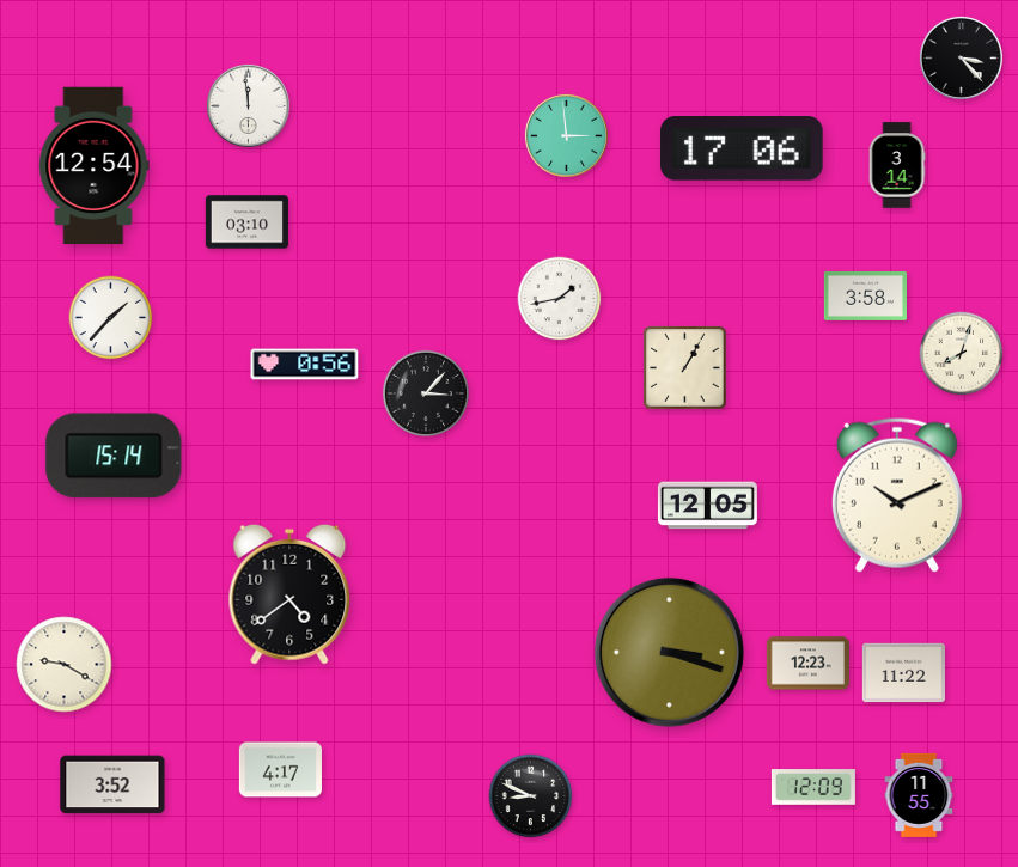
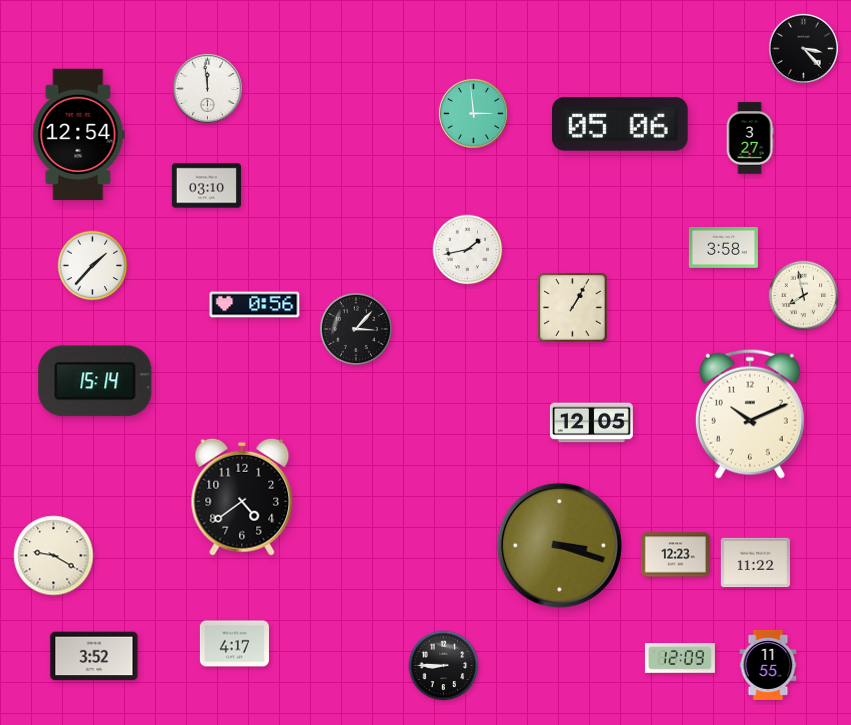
clock at (742, 148): 17:06 -> 05:06
clock at (897, 165): 3:14 -> 3:27
clock at (95, 166) position: (95, 166) -> (79, 135)
clock at (962, 354): 8:03 -> 7:58
clock at (531, 796): 8:49 -> 8:45
